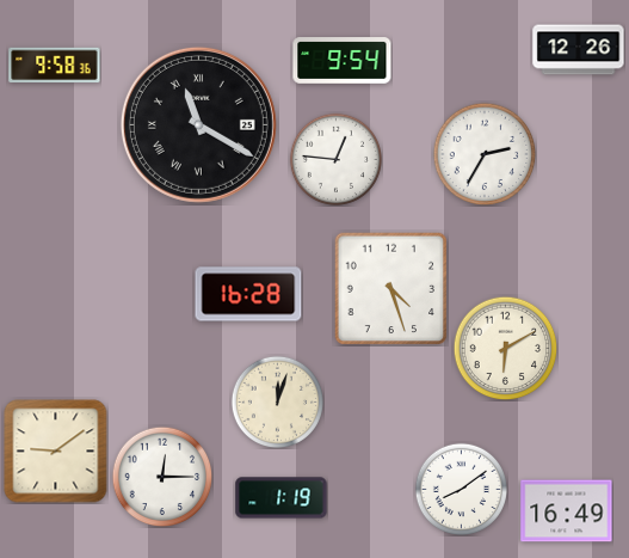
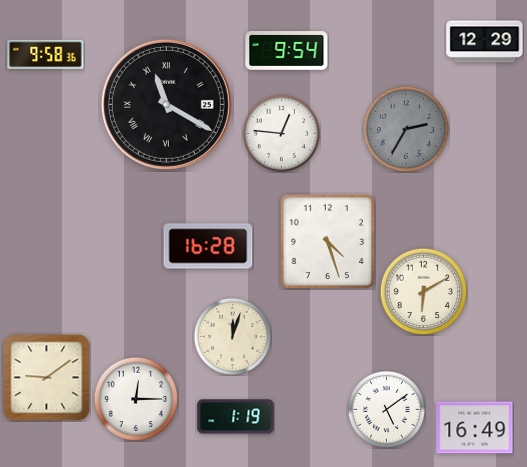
clock at (579, 50): 12:26 -> 12:29
clock at (485, 154) dial: white -> grey
clock at (461, 489): 8:09 -> 5:09
